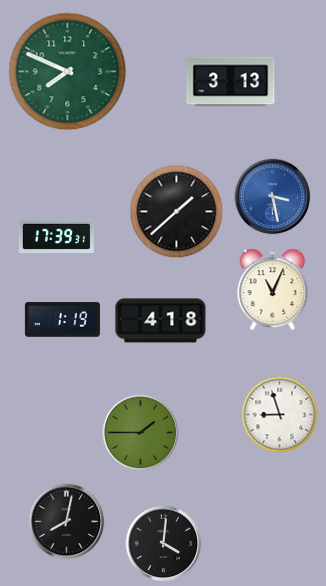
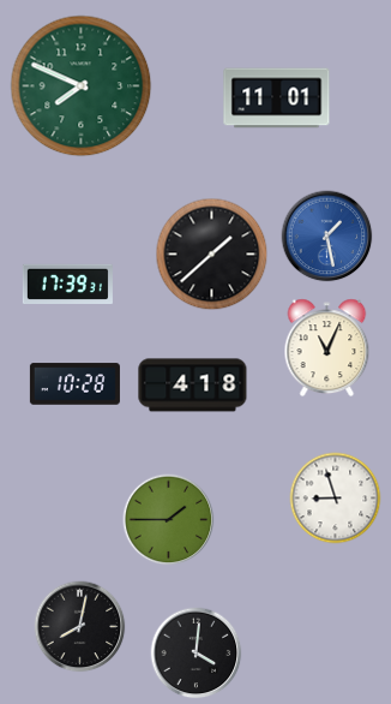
clock at (231, 82): 3:13 -> 11:01
clock at (273, 197): 3:28 -> 1:28
clock at (62, 320): 1:19 -> 10:28
